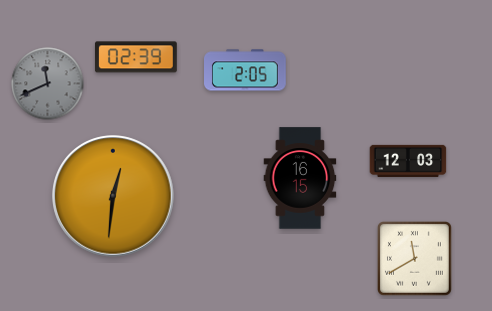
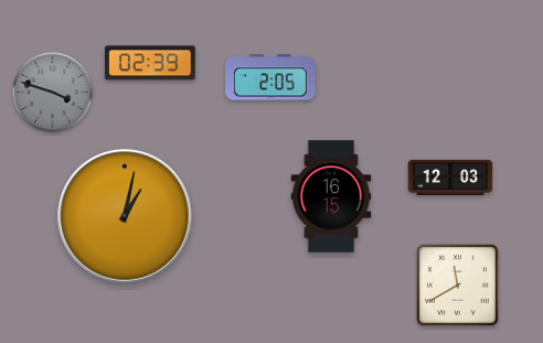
clock at (48, 84): 11:41 -> 3:48
clock at (113, 196): 12:31 -> 1:02
